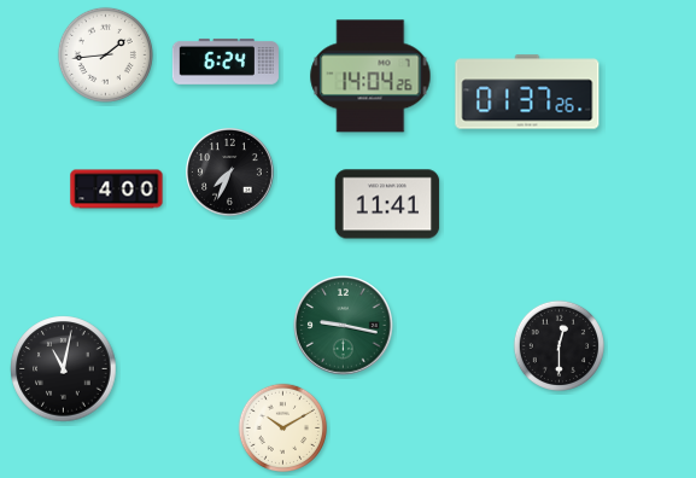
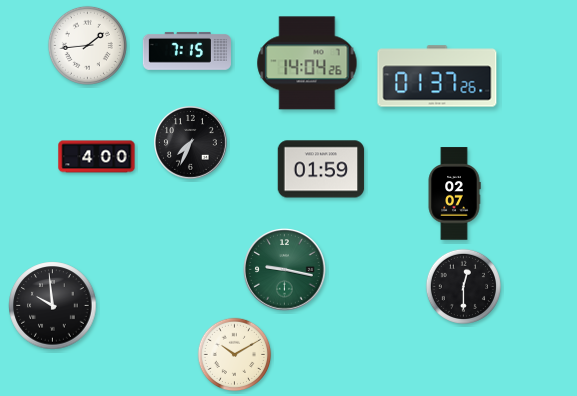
clock at (226, 62): 6:24 -> 7:15
clock at (387, 204): 11:41 -> 01:59
clock at (454, 194): none -> 02:07
clock at (64, 369): 11:02 -> 9:59
